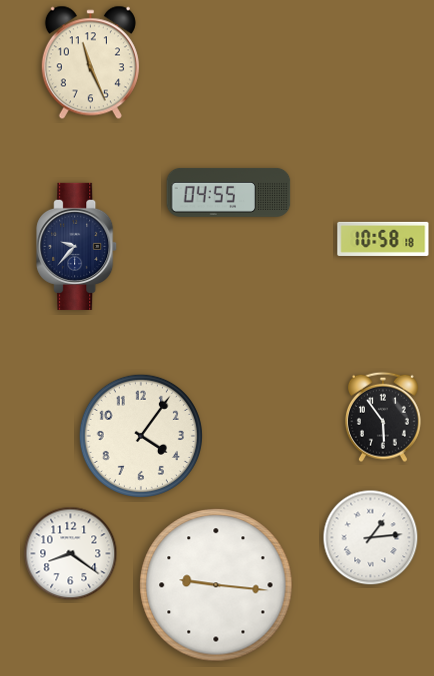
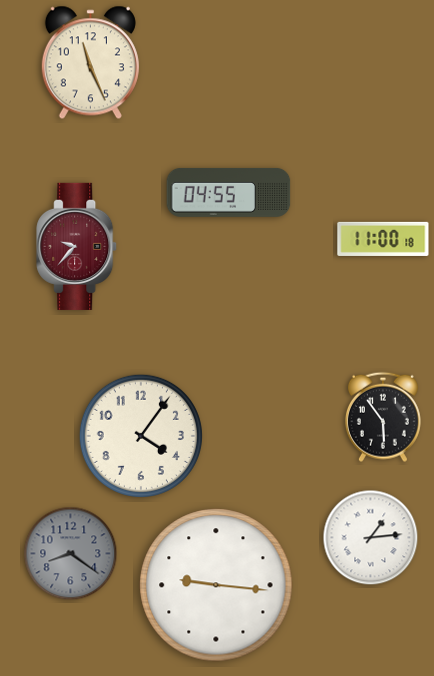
clock at (383, 239): 10:58 -> 11:00
clock at (77, 246) dial: navy -> burgundy
clock at (71, 554) dial: white -> grey
